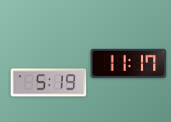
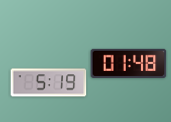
clock at (129, 63): 11:17 -> 01:48
